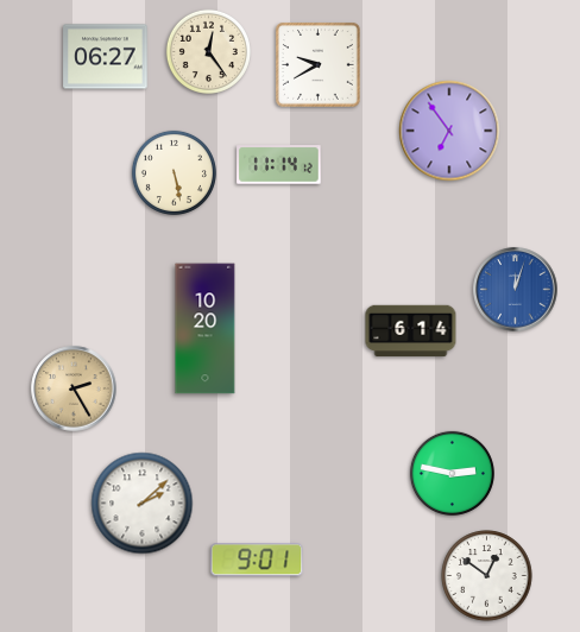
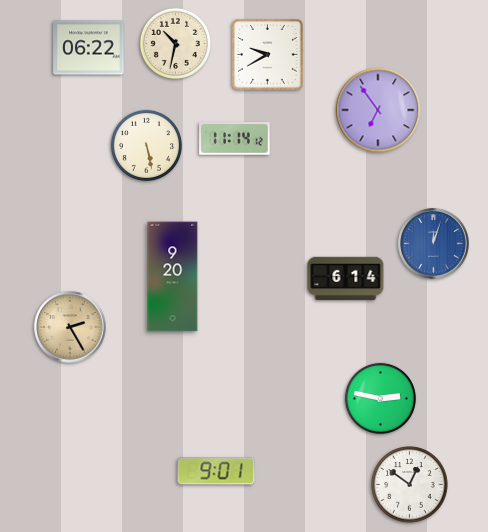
clock at (208, 51): 12:24 -> 10:32
clock at (106, 57): 06:27 -> 06:22
clock at (206, 329): 10:20 -> 9:20
clock at (74, 388) position: (74, 388) -> (70, 327)
clock at (143, 504): 2:08 -> none
